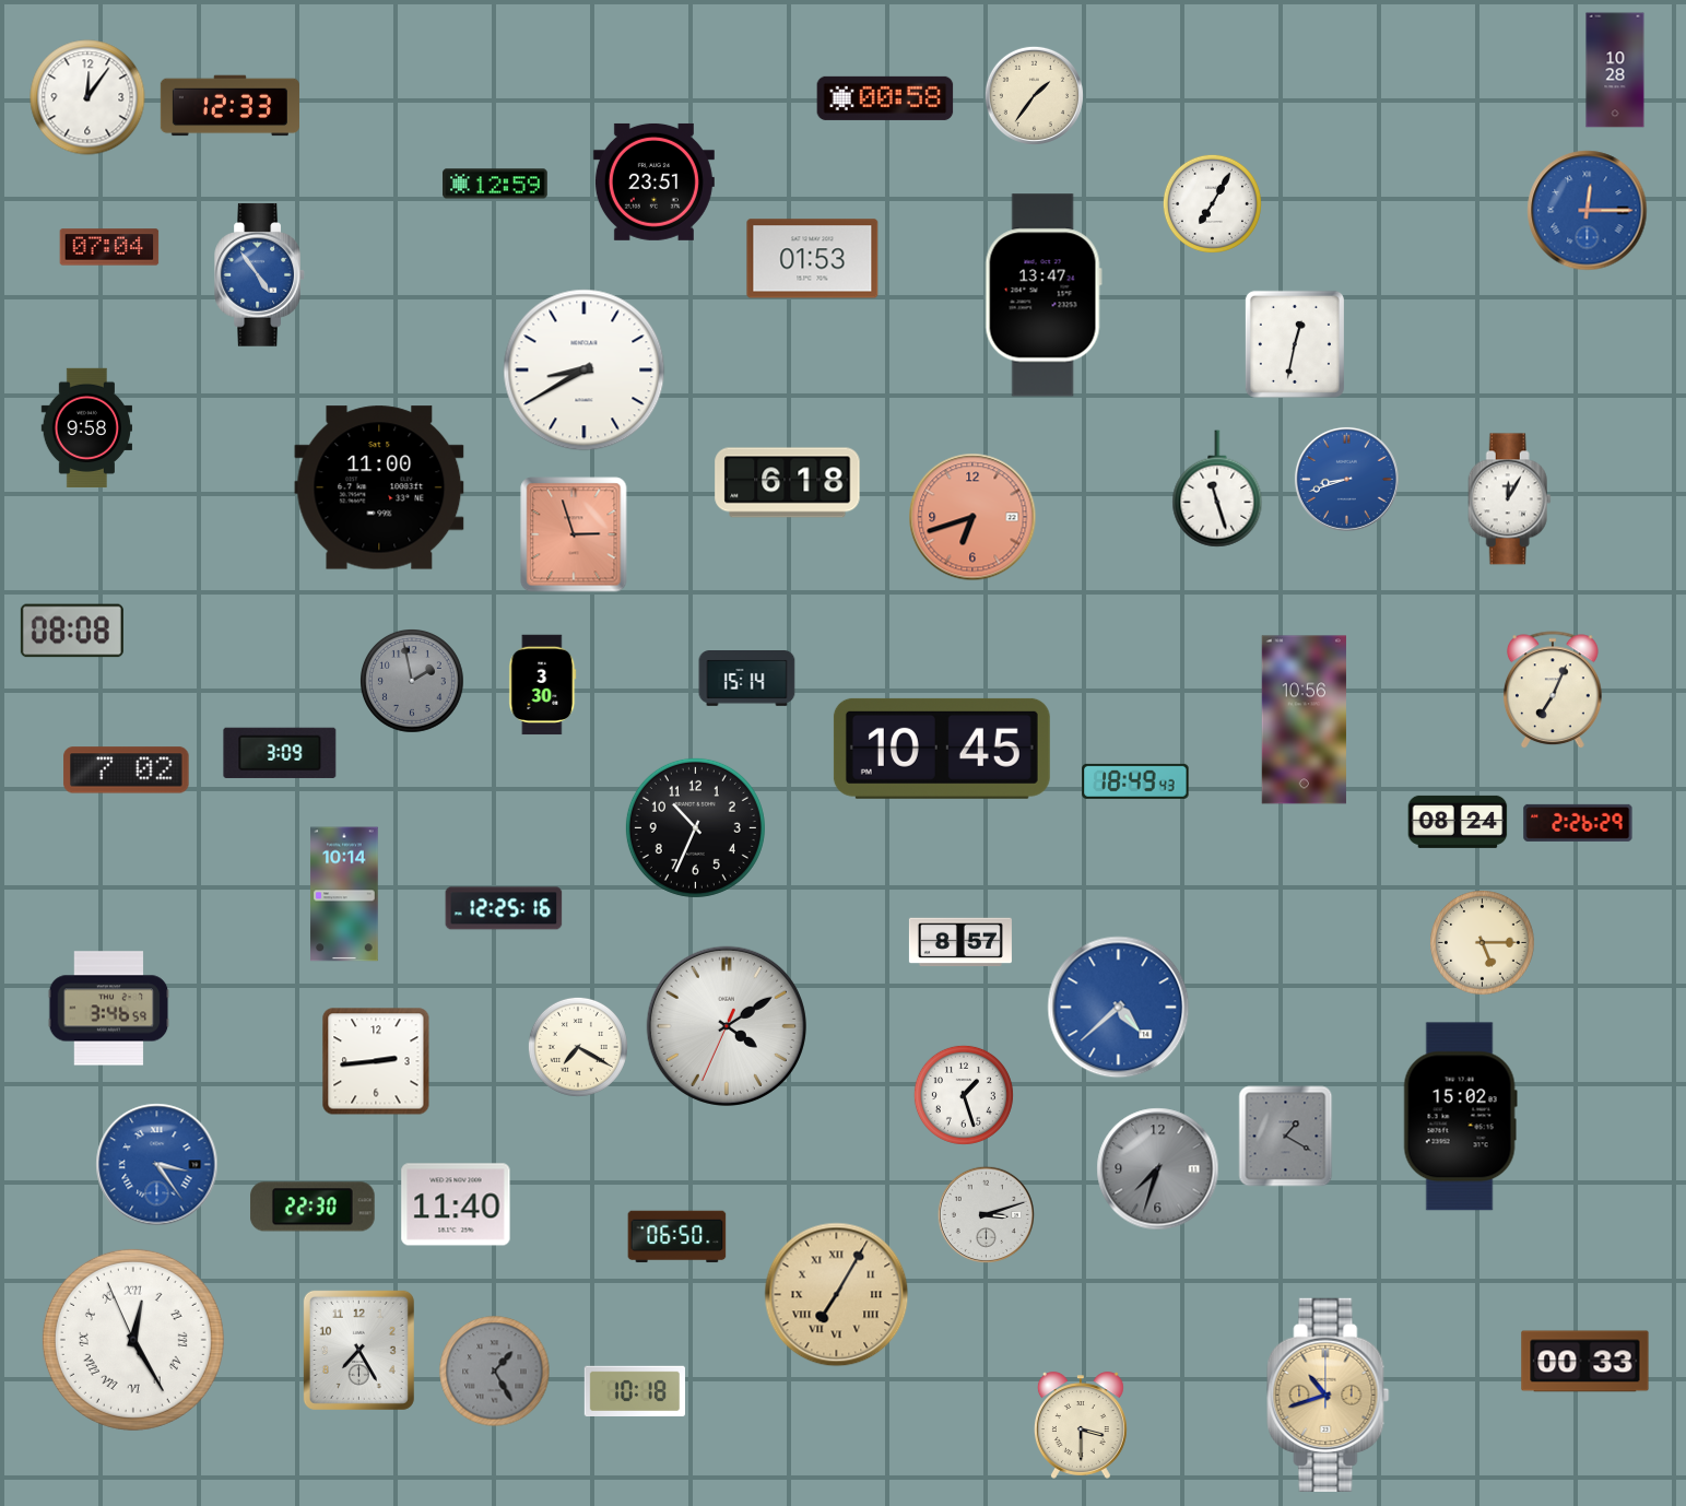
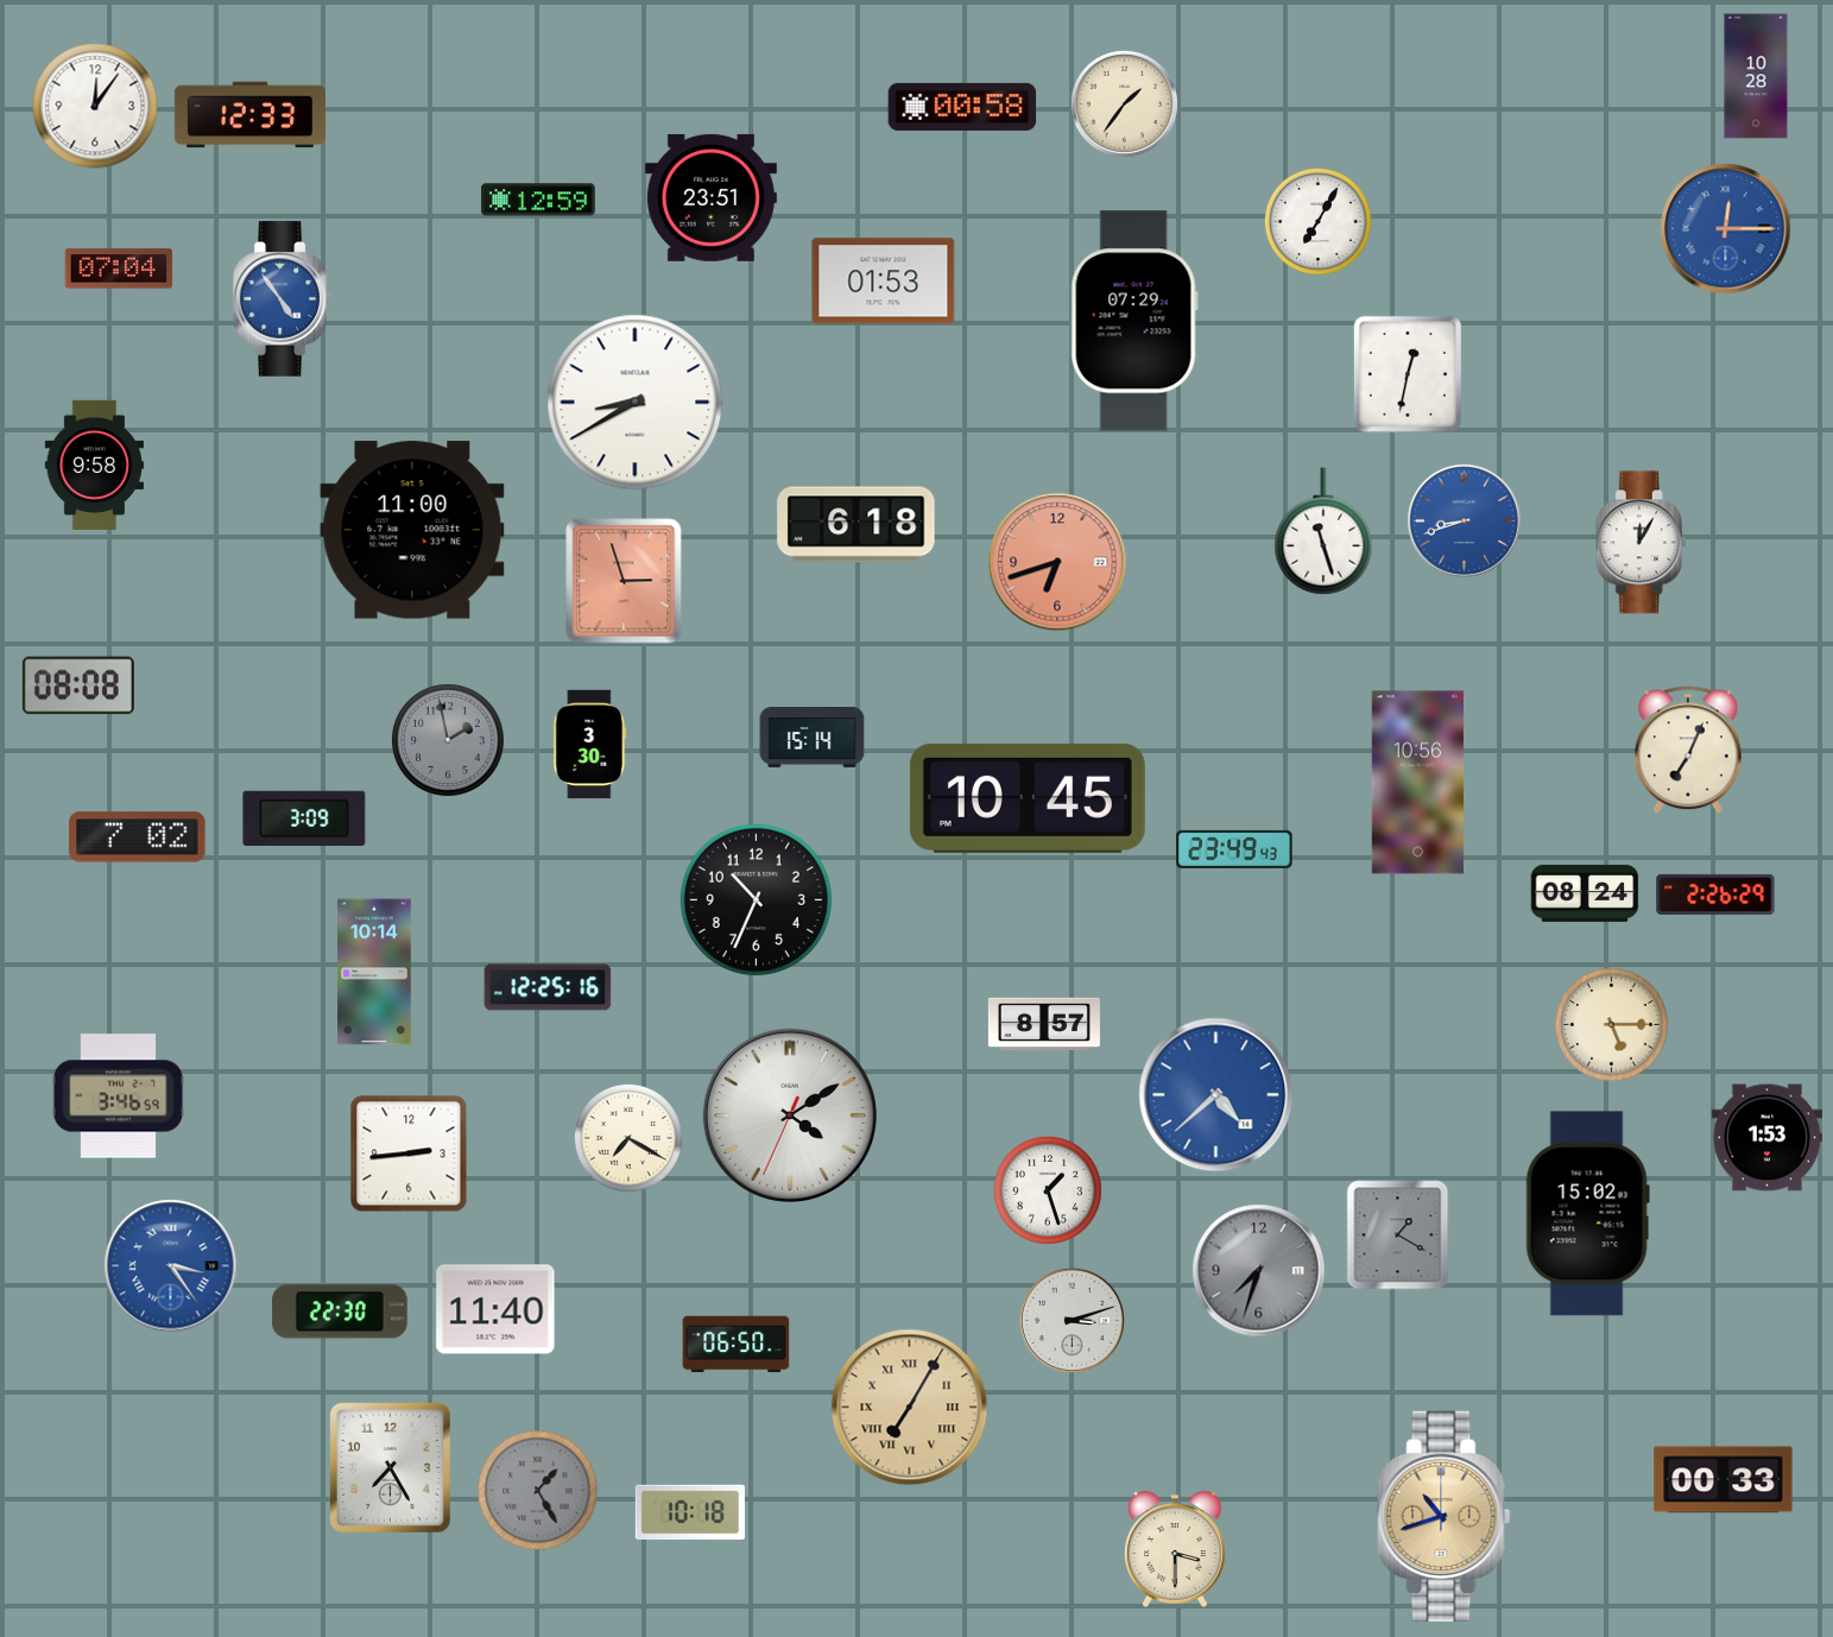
clock at (1044, 295): 13:47 -> 07:29
clock at (942, 749) position: (942, 749) -> (1028, 798)
clock at (1135, 781): 18:49 -> 23:49
clock at (1766, 1138): none -> 1:53
clock at (133, 1340): 12:24 -> none
